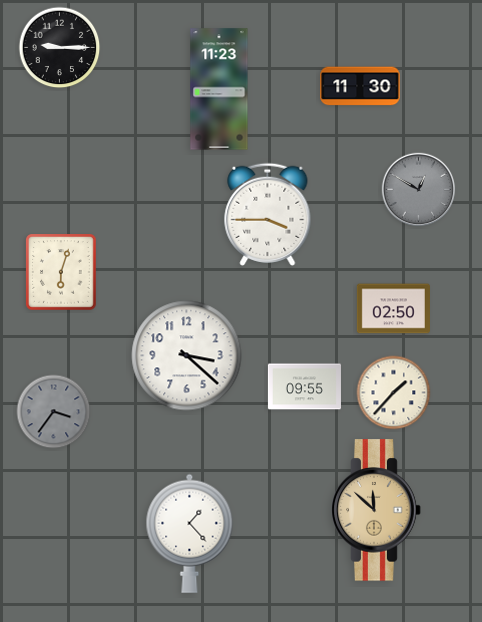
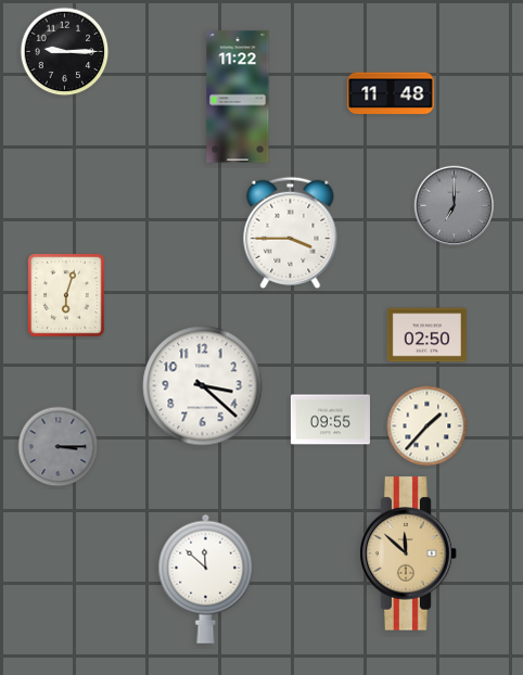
clock at (360, 86): 11:30 -> 11:48
clock at (219, 89): 11:23 -> 11:22
clock at (419, 190): 12:50 -> 7:00
clock at (54, 412): 3:36 -> 3:15
clock at (190, 533): 1:23 -> 11:52
